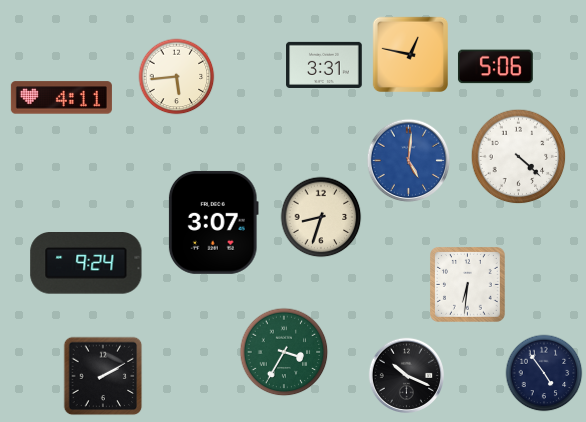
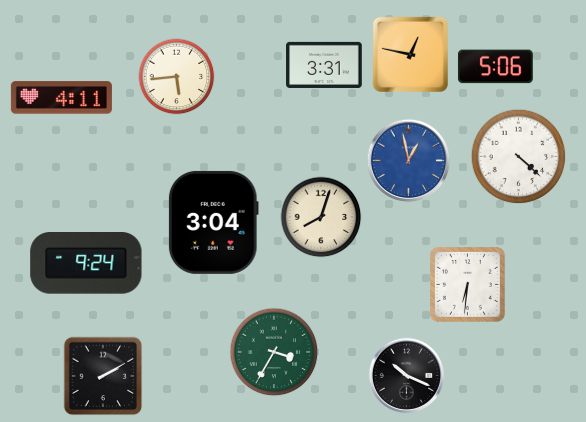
clock at (409, 161): 5:01 -> 12:58
clock at (321, 217): 8:33 -> 8:03
clock at (213, 222): 3:07 -> 3:04
clock at (284, 352) position: (284, 352) -> (274, 352)
clock at (544, 373): 4:54 -> none
